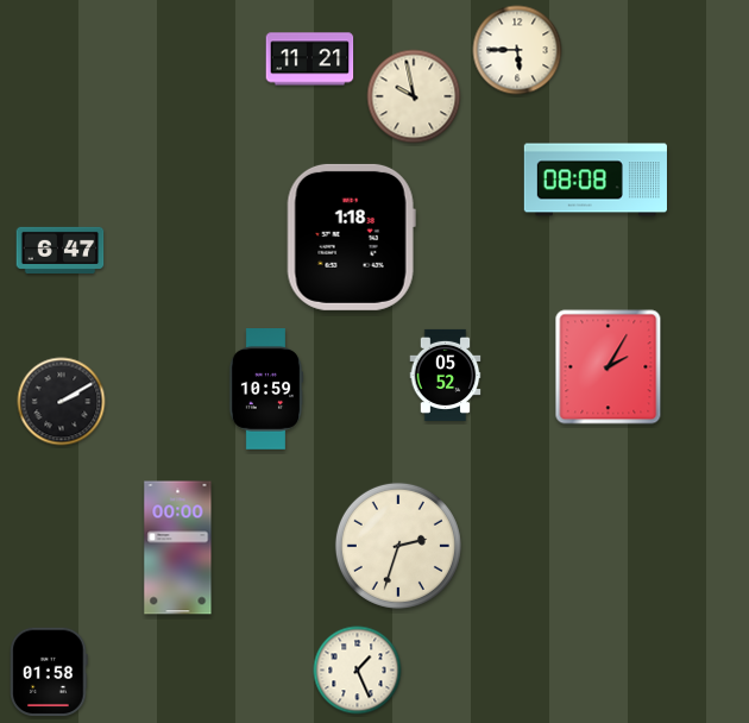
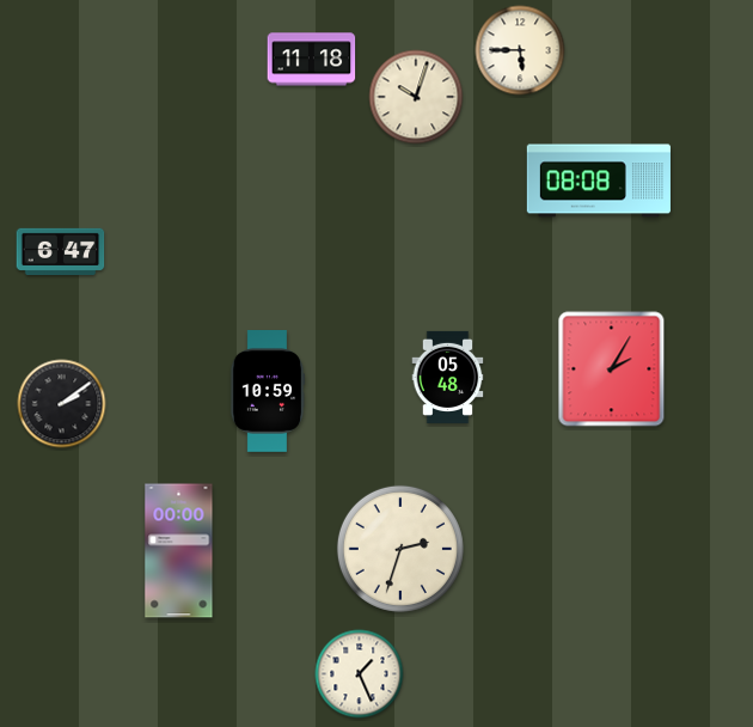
clock at (310, 59): 11:21 -> 11:18
clock at (414, 96): 9:58 -> 10:03
clock at (351, 237): 1:18 -> none
clock at (446, 375): 05:52 -> 05:48
clock at (62, 402): 2:10 -> 2:09
clock at (49, 672): 01:58 -> none
